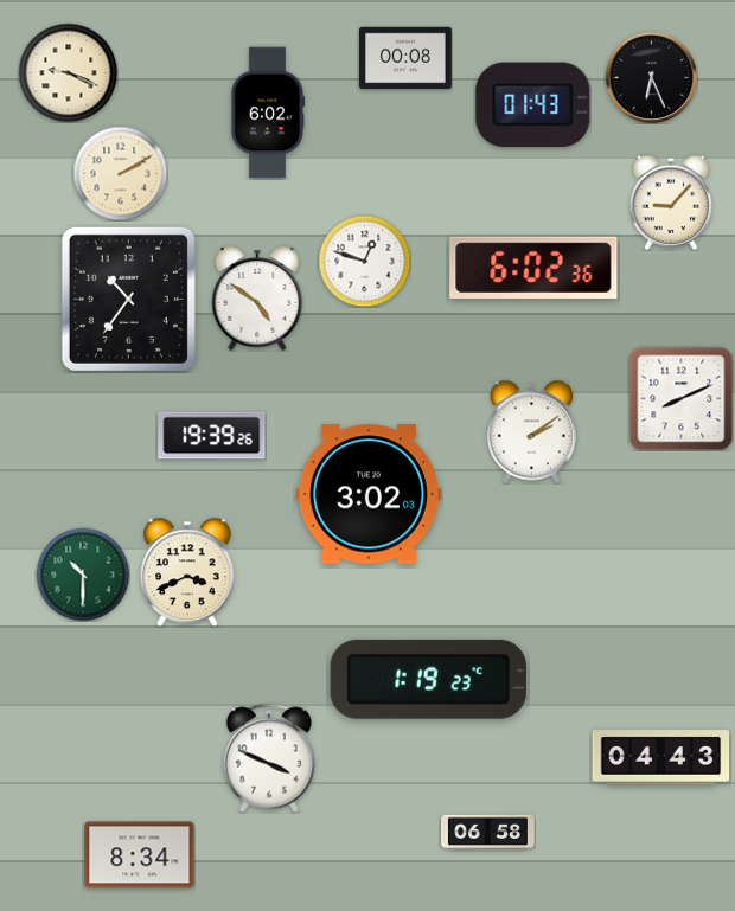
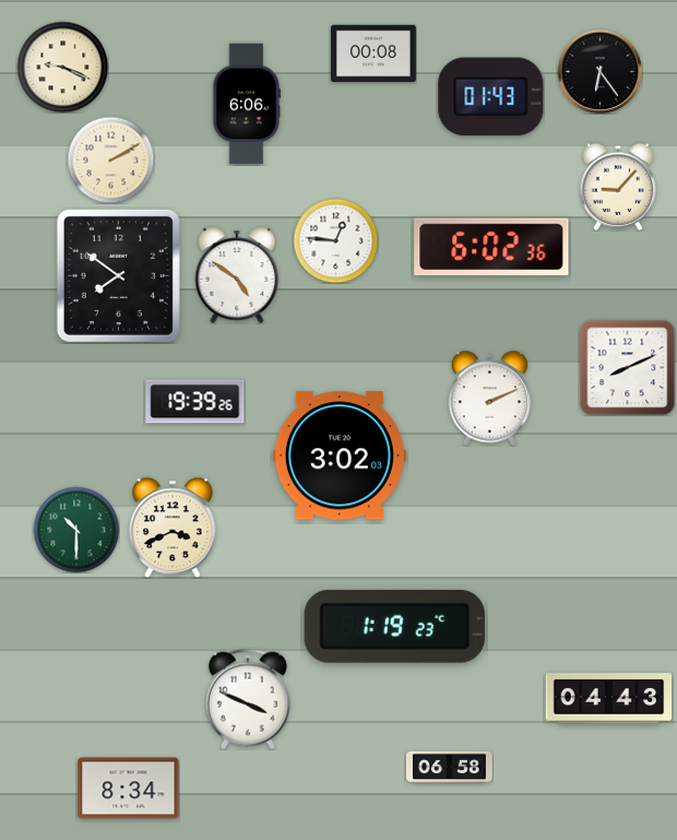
clock at (651, 77): 6:26 -> 6:24
clock at (268, 113): 6:02 -> 6:06
clock at (364, 261): 12:48 -> 12:46
clock at (128, 299): 10:36 -> 7:51
clock at (531, 431): 2:09 -> 2:11
